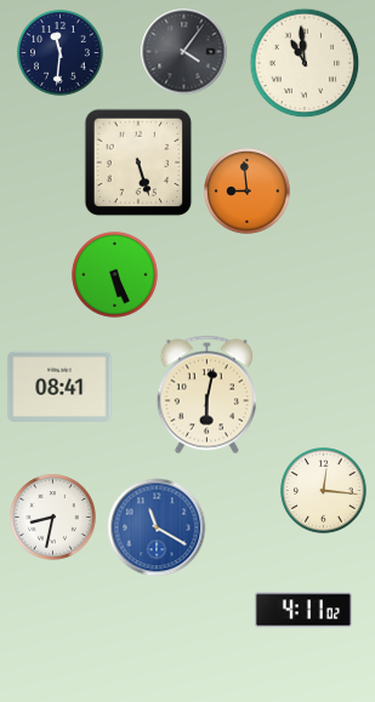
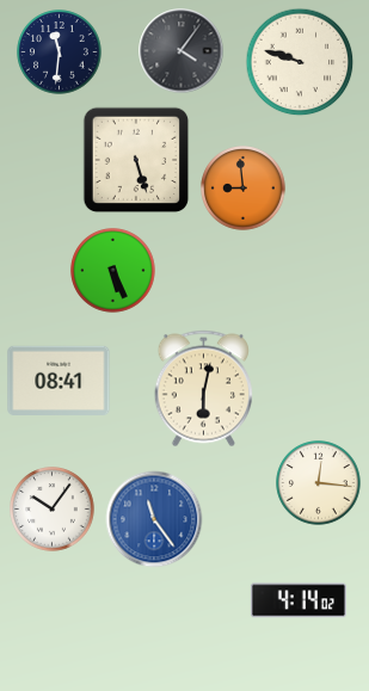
clock at (305, 63): 10:59 -> 9:48
clock at (53, 518): 8:32 -> 10:06
clock at (157, 527): 11:20 -> 11:24
clock at (303, 610): 4:11 -> 4:14
